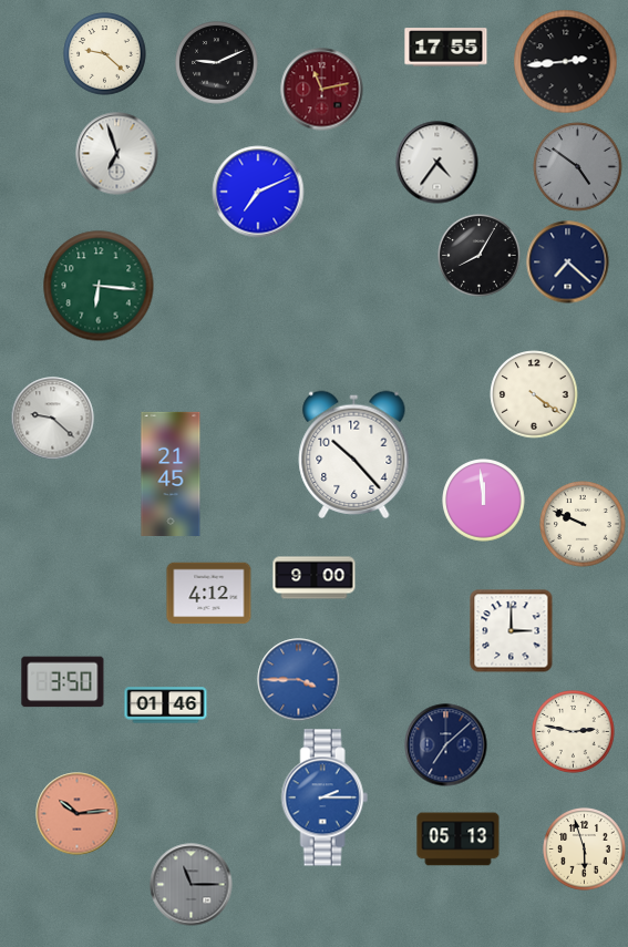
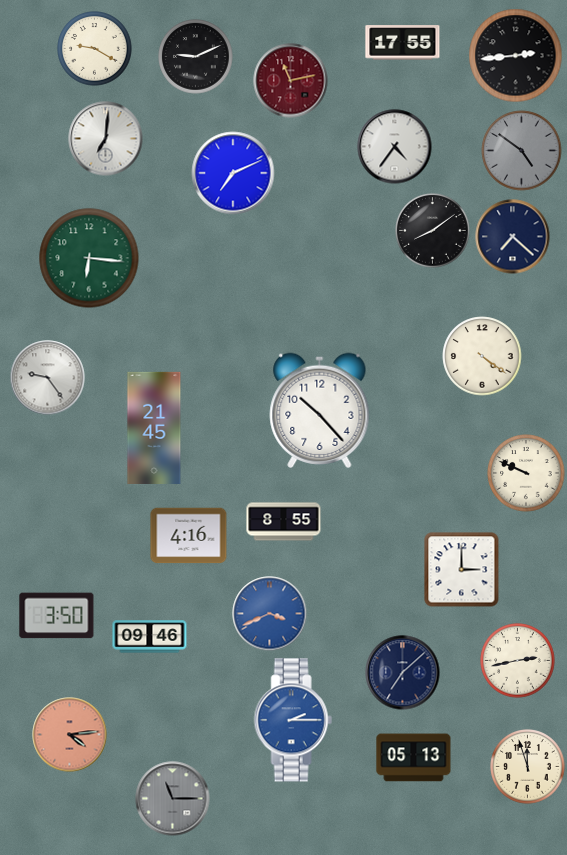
clock at (105, 54): 9:22 -> 9:20
clock at (566, 62) position: (566, 62) -> (516, 56)
clock at (117, 154): 6:57 -> 7:01
clock at (480, 256): 8:05 -> 8:09
clock at (53, 419): 9:22 -> 9:24
clock at (484, 501): 11:59 -> none
clock at (315, 578): 9:00 -> 8:55
clock at (209, 594): 4:12 -> 4:16
clock at (299, 680): 3:45 -> 3:41
clock at (166, 706): 01:46 -> 09:46
clock at (574, 732): 2:47 -> 2:43
clock at (78, 814): 10:14 -> 4:14
clock at (585, 850): 5:57 -> 11:57
